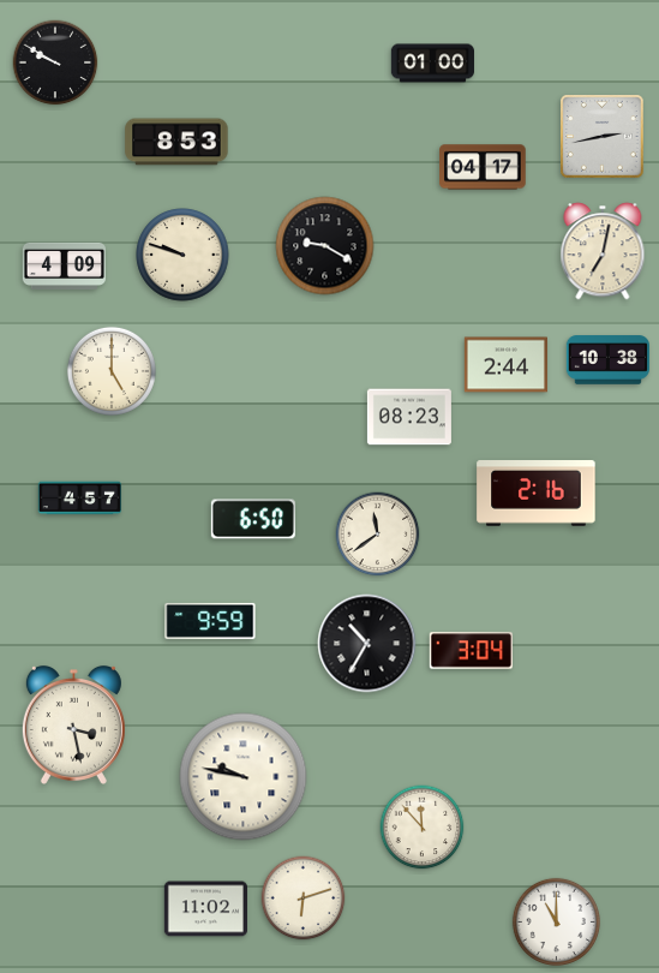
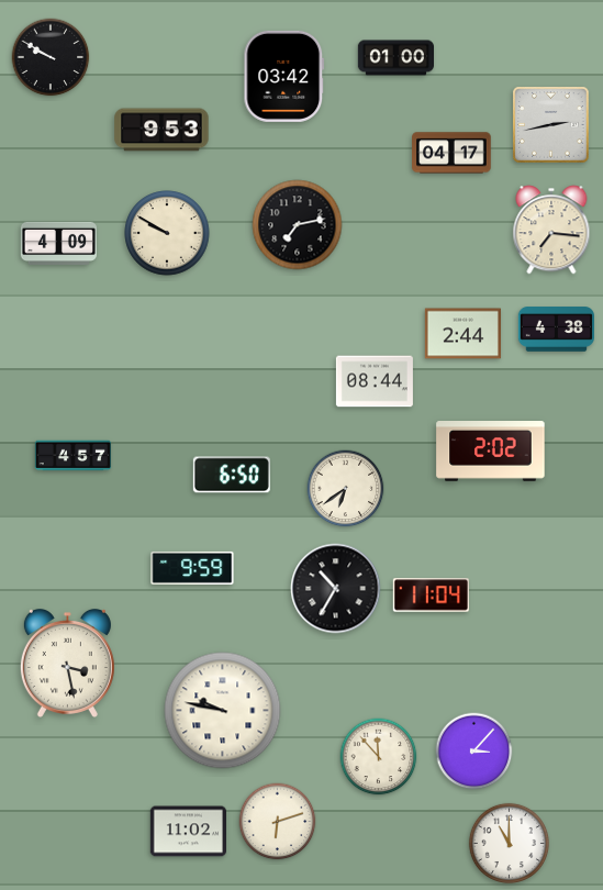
clock at (284, 76): none -> 03:42
clock at (176, 142): 8:53 -> 9:53
clock at (483, 167) position: (483, 167) -> (451, 153)
clock at (325, 246): 9:20 -> 7:13
clock at (603, 251): 7:02 -> 7:16
clock at (182, 255): 9:48 -> 9:50
clock at (607, 360): 10:38 -> 4:38
clock at (112, 371): 5:00 -> none
clock at (409, 417): 08:23 -> 08:44
clock at (537, 494): 2:16 -> 2:02
clock at (378, 535): 11:39 -> 6:39
clock at (471, 651): 3:04 -> 11:04
clock at (474, 752): none -> 3:07
clock at (423, 828) position: (423, 828) -> (379, 757)
